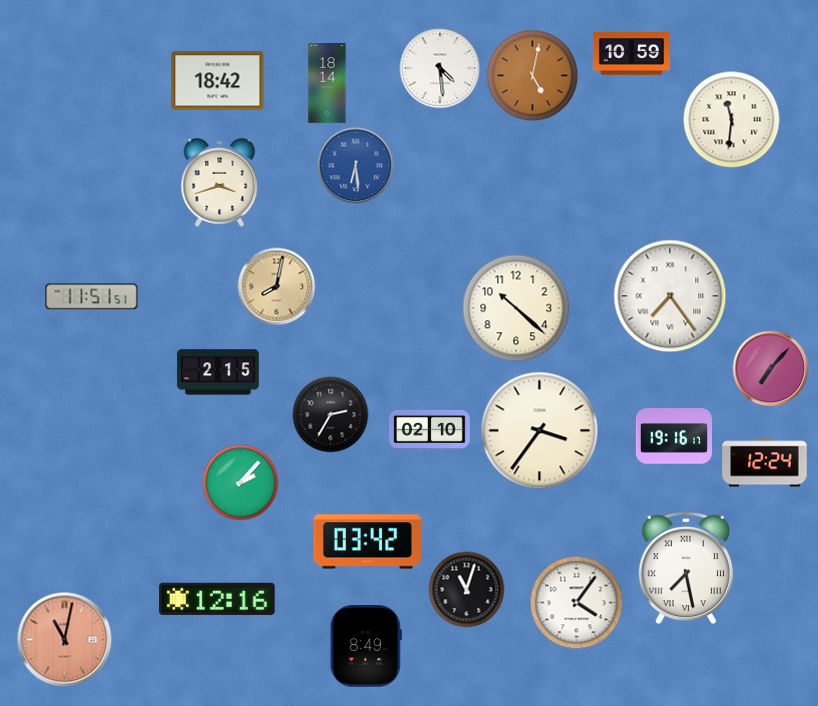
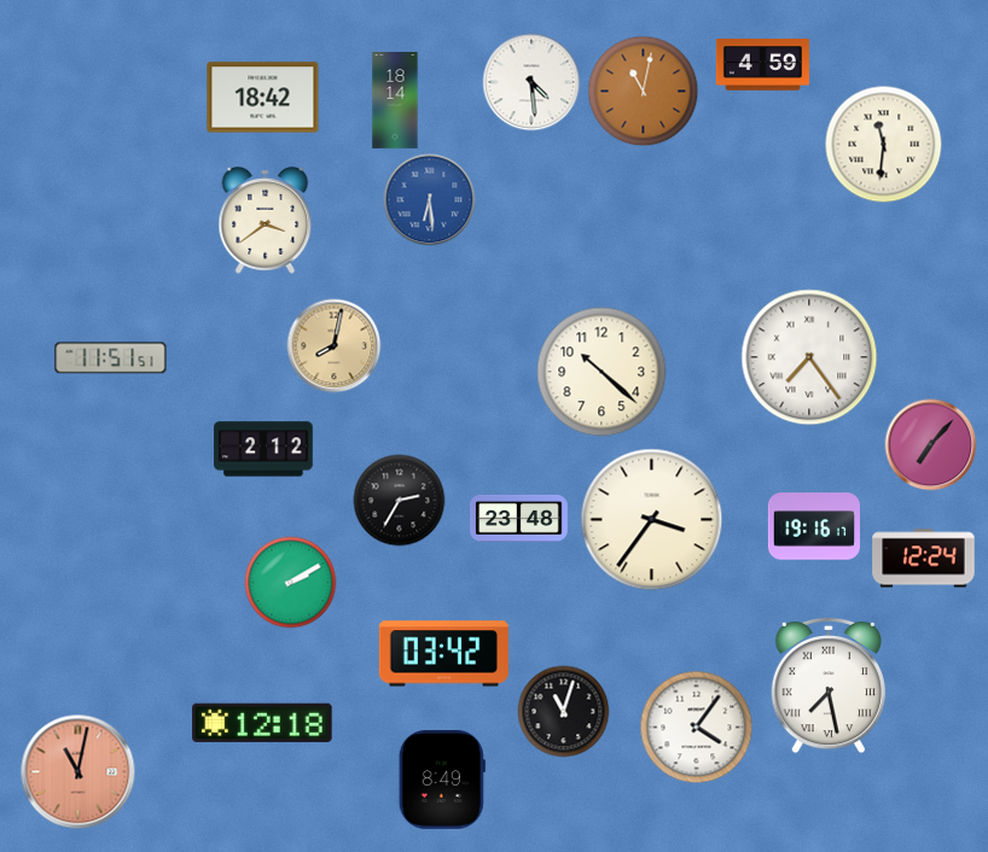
clock at (631, 54): 10:59 -> 4:59
clock at (533, 76): 5:02 -> 11:02
clock at (220, 183): 3:42 -> 3:39
clock at (516, 308) position: (516, 308) -> (601, 372)
clock at (218, 372): 2:15 -> 2:12
clock at (430, 429): 02:10 -> 23:48
clock at (241, 483): 2:07 -> 2:10
clock at (217, 599): 12:16 -> 12:18
